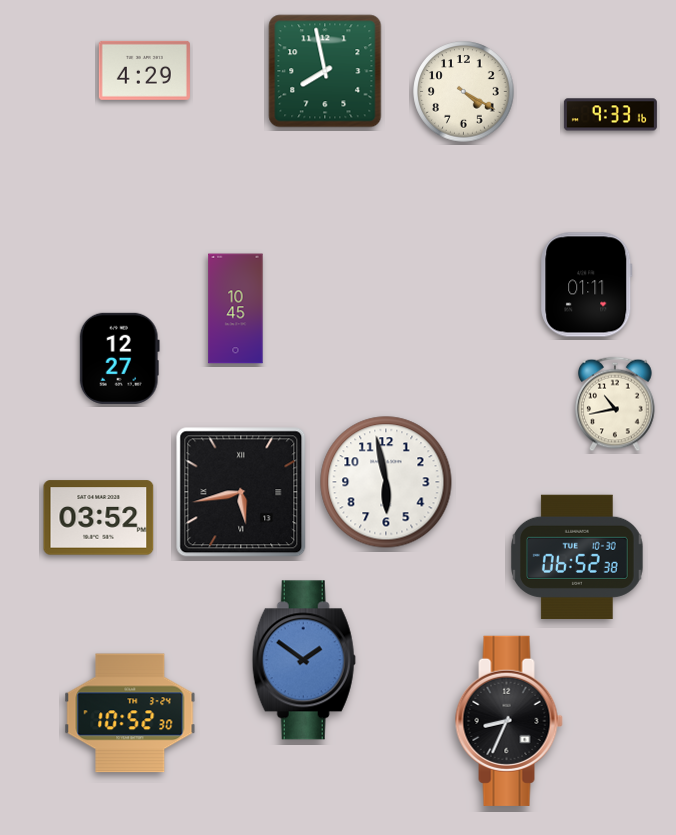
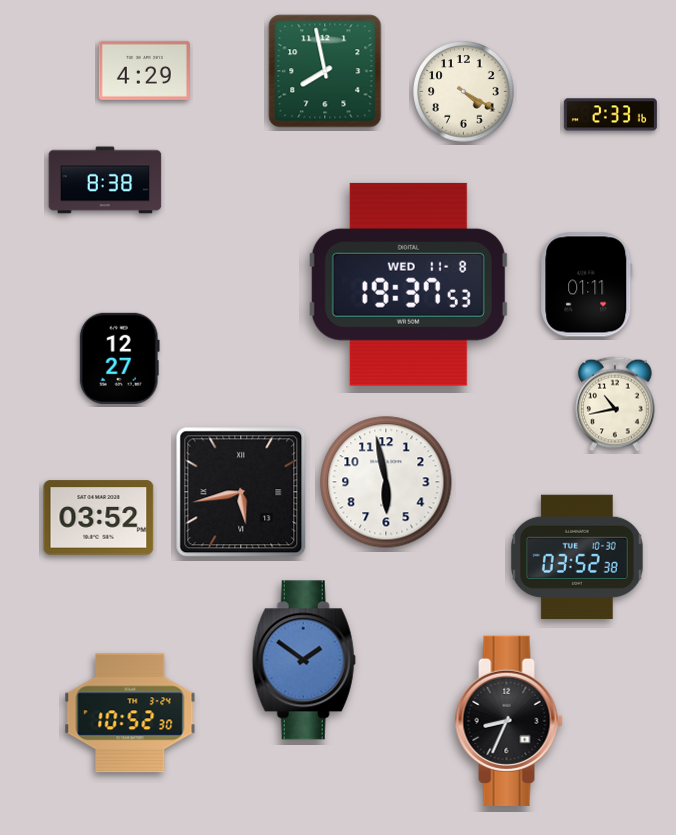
clock at (610, 115): 9:33 -> 2:33
clock at (105, 180): none -> 8:38
clock at (408, 284): none -> 19:37
clock at (236, 309): 10:45 -> none
clock at (578, 556): 06:52 -> 03:52
